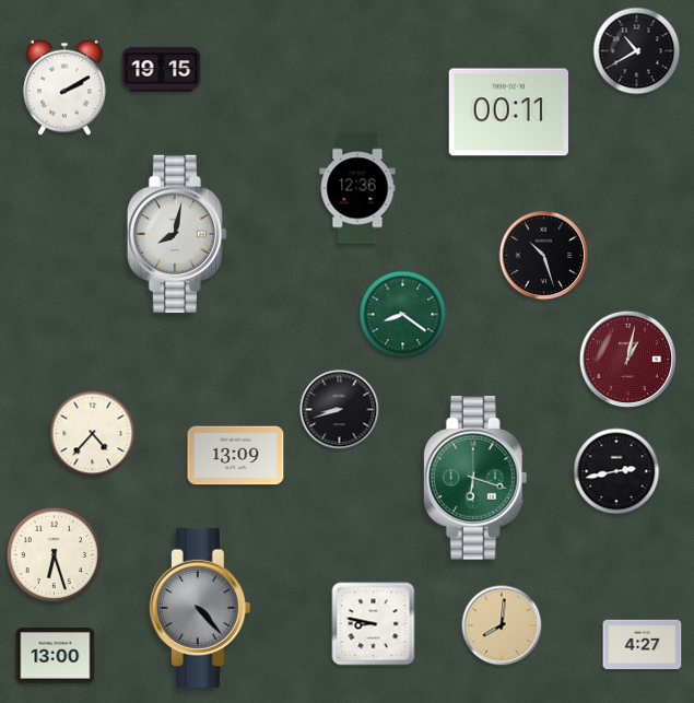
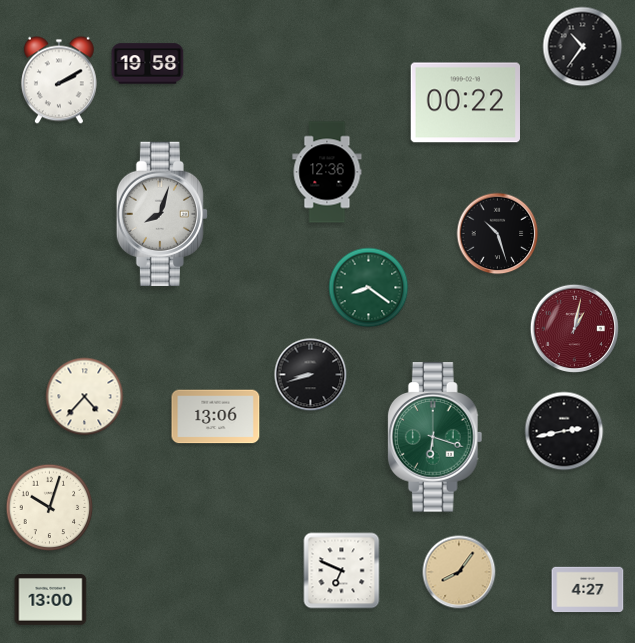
clock at (637, 51): 10:40 -> 10:36
clock at (162, 70): 19:15 -> 19:58
clock at (508, 113): 00:11 -> 00:22
clock at (177, 234): 8:02 -> 8:03
clock at (236, 456): 13:09 -> 13:06
clock at (55, 555): 6:27 -> 10:03
clock at (200, 608): 4:23 -> none
clock at (374, 624): 8:47 -> 6:49
clock at (502, 625): 8:01 -> 8:06
